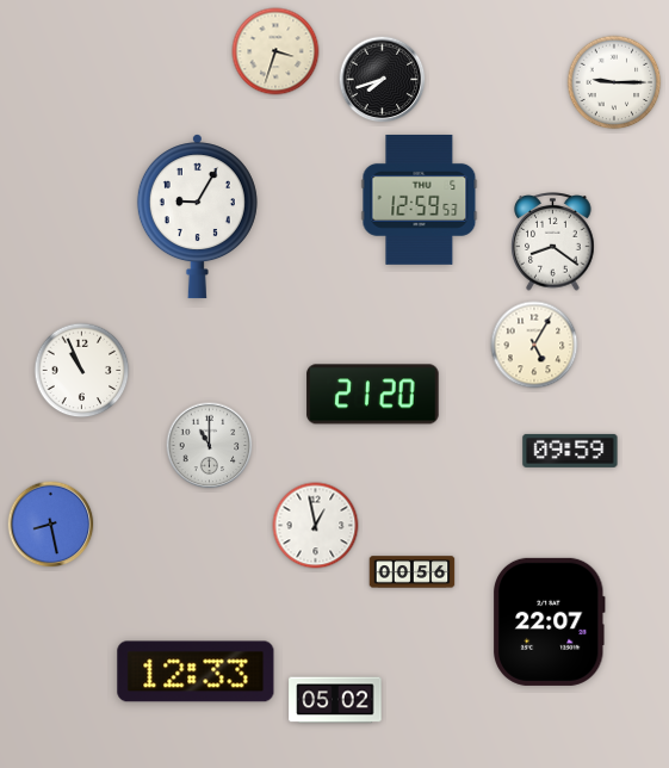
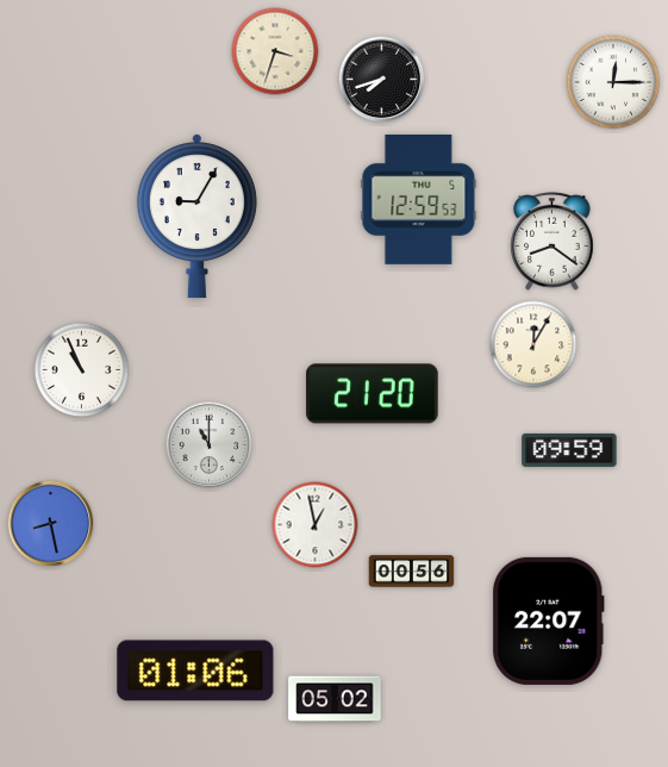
clock at (614, 82): 9:15 -> 12:15
clock at (534, 345): 5:05 -> 12:05
clock at (196, 671): 12:33 -> 01:06
